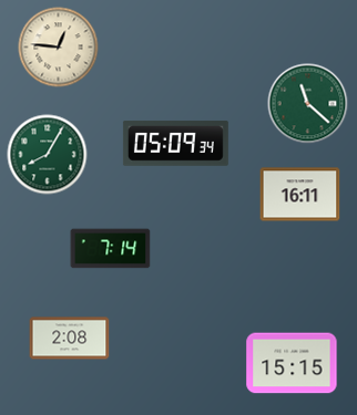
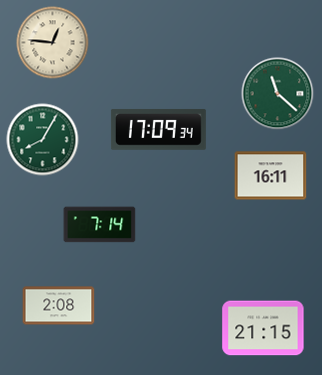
clock at (175, 143): 05:09 -> 17:09
clock at (70, 339) position: (70, 339) -> (59, 306)
clock at (292, 363): 15:15 -> 21:15
